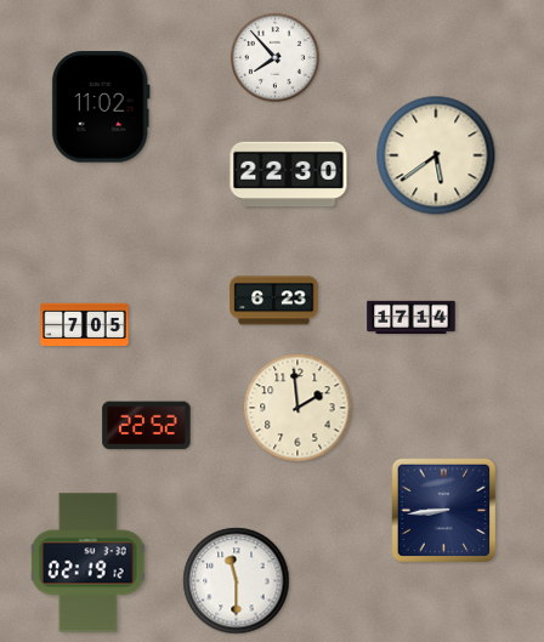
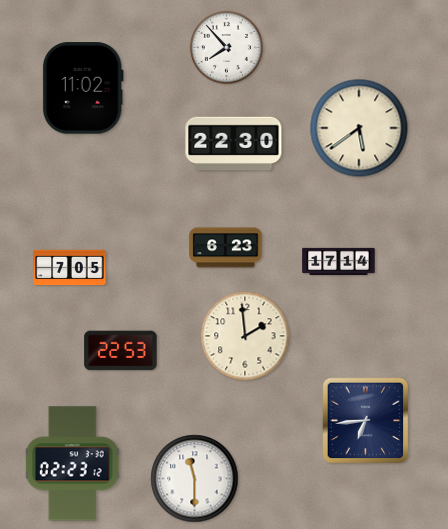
clock at (289, 175) position: (289, 175) -> (234, 144)
clock at (147, 426): 22:52 -> 22:53
clock at (444, 511): 8:44 -> 6:44
clock at (89, 563): 02:19 -> 02:23
